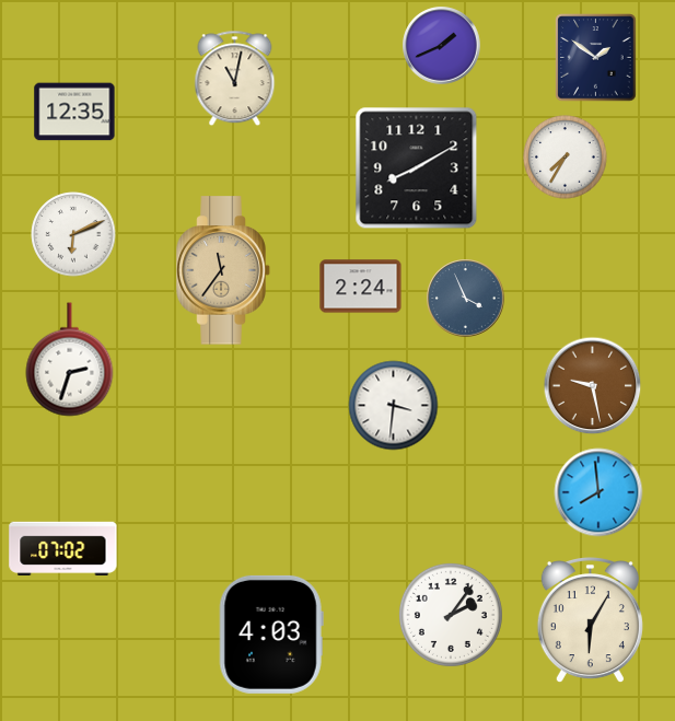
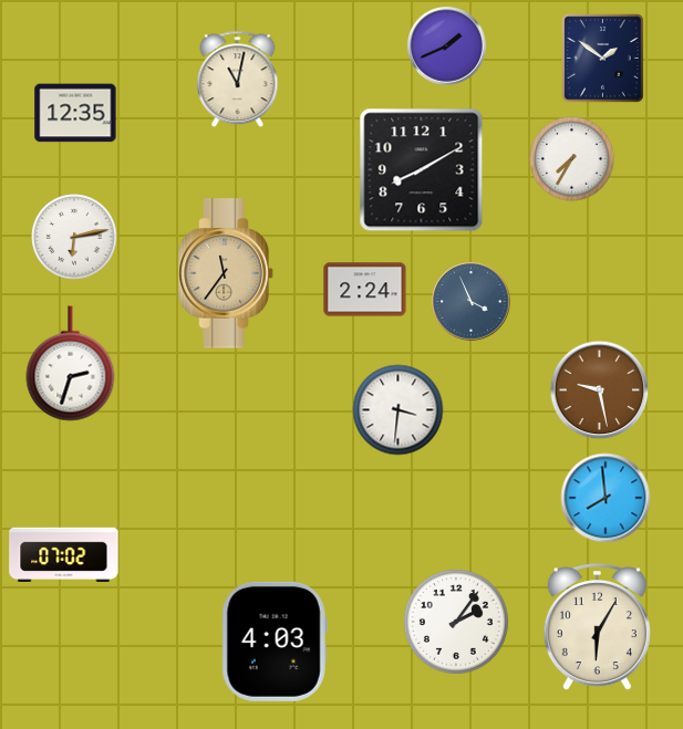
clock at (73, 234): 6:11 -> 6:13
